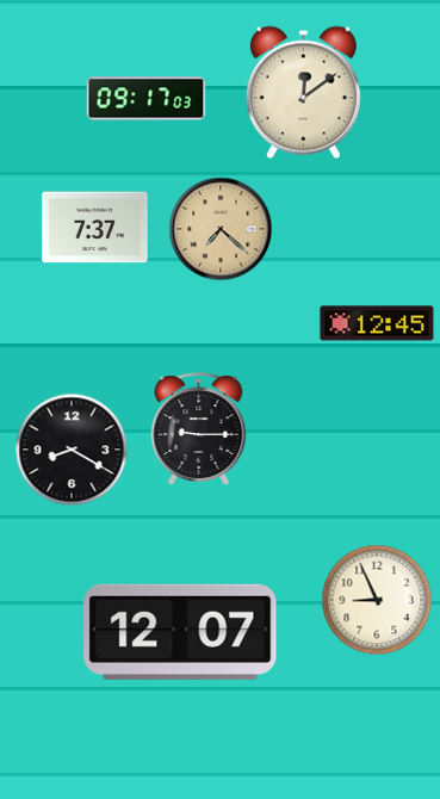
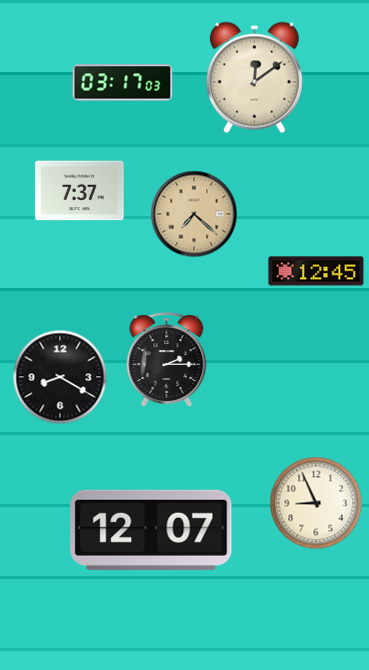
clock at (147, 99): 09:17 -> 03:17
clock at (221, 229) position: (221, 229) -> (194, 214)
clock at (199, 429): 9:15 -> 2:15
